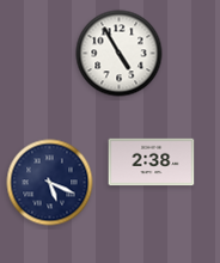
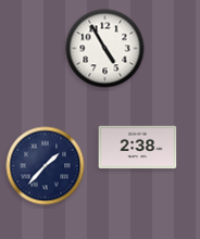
clock at (120, 54) position: (120, 54) -> (105, 49)
clock at (50, 183): 5:19 -> 1:37
